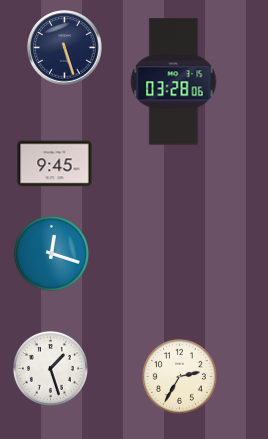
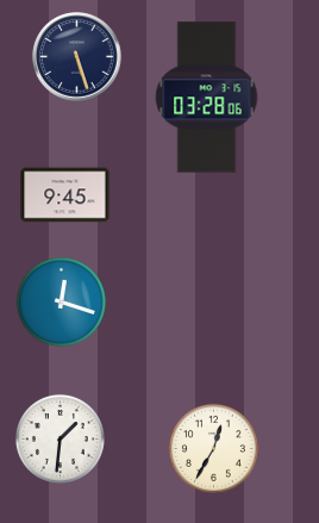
clock at (50, 368): 1:27 -> 1:31
clock at (179, 376): 2:35 -> 12:35
